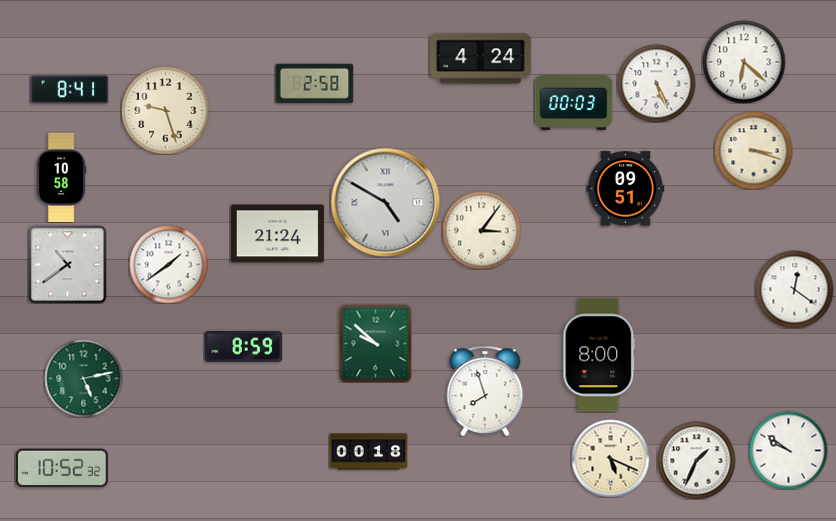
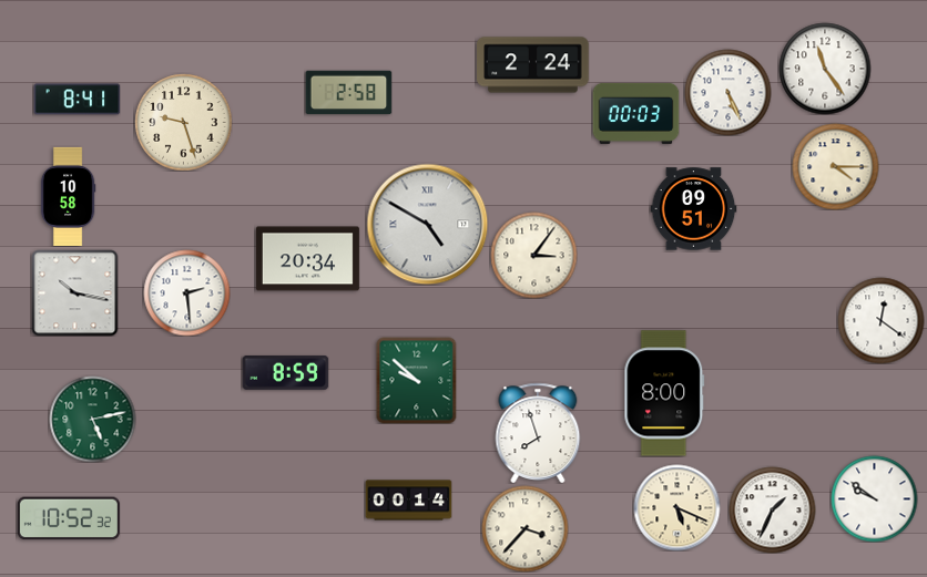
clock at (481, 59): 4:24 -> 2:24
clock at (744, 62): 6:22 -> 11:24
clock at (753, 150): 3:18 -> 4:15
clock at (277, 234): 21:24 -> 20:34
clock at (67, 264): 10:39 -> 10:17
clock at (168, 264): 1:39 -> 2:29
clock at (243, 346) position: (243, 346) -> (285, 372)
clock at (368, 452): 00:18 -> 00:14
clock at (524, 528): none -> 3:37
